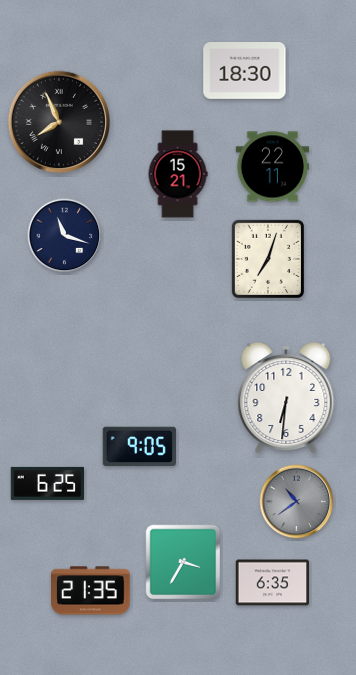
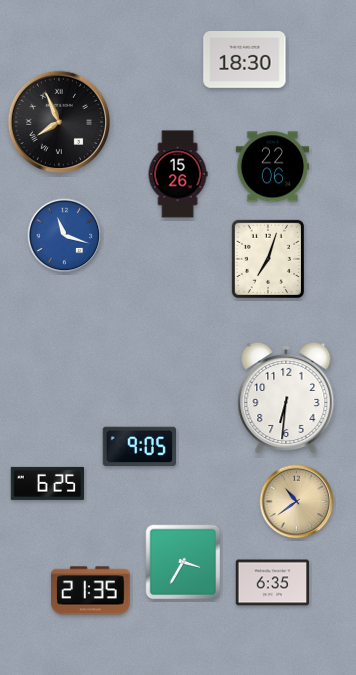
clock at (245, 71) position: (245, 71) -> (245, 60)
clock at (273, 167): 22:11 -> 22:06
clock at (178, 174): 15:21 -> 15:26
clock at (65, 236) dial: navy -> blue
clock at (297, 502) dial: grey -> champagne
